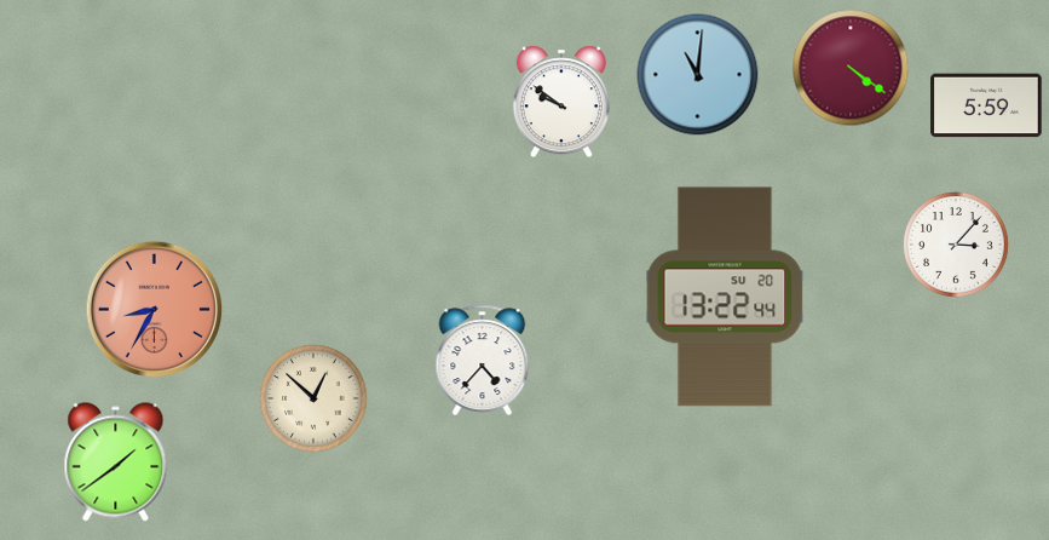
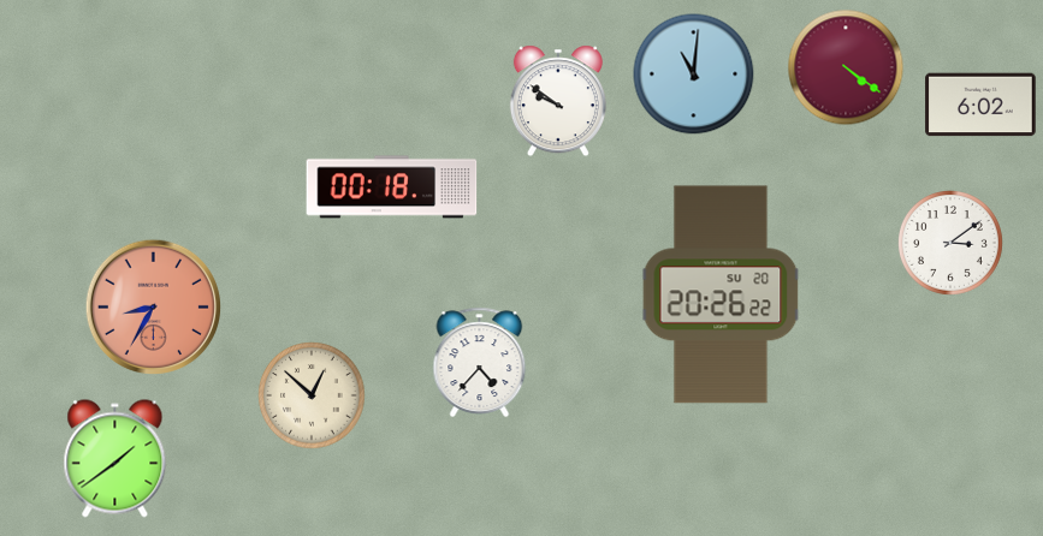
clock at (986, 105): 5:59 -> 6:02
clock at (392, 187): none -> 00:18
clock at (957, 246): 3:07 -> 3:09
clock at (725, 297): 13:22 -> 20:26
clock at (483, 360) position: (483, 360) -> (480, 362)
